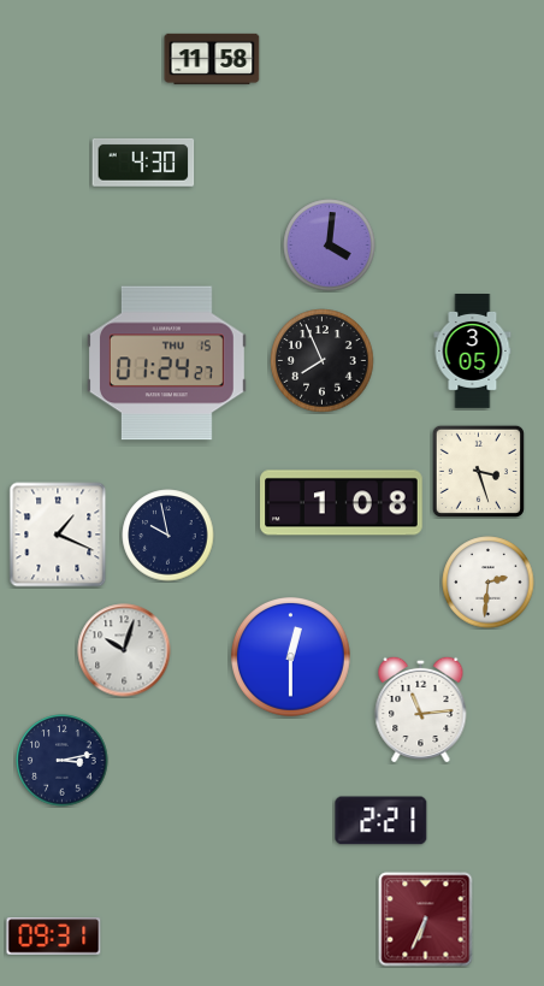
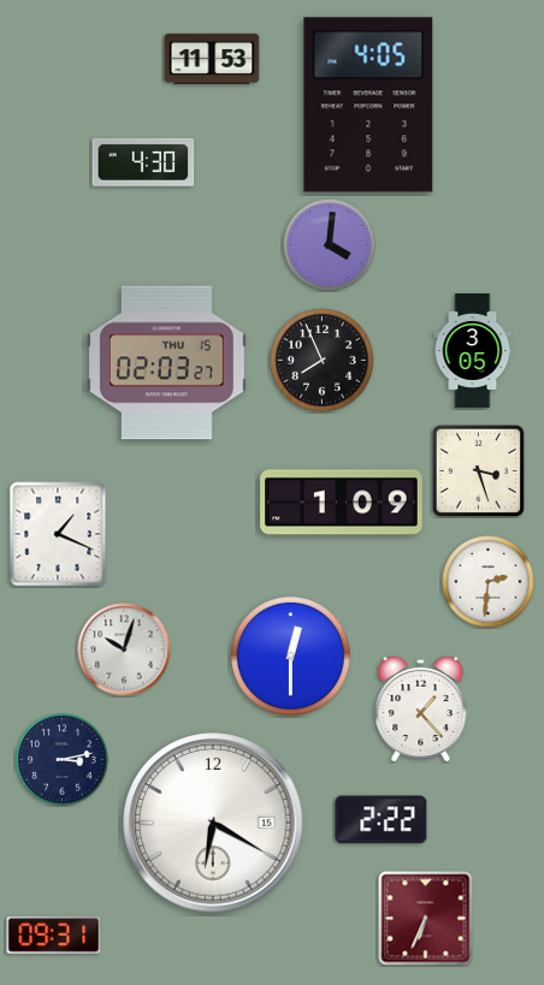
clock at (212, 59): 11:58 -> 11:53
clock at (368, 105): none -> 4:05
clock at (166, 364): 01:24 -> 02:03
clock at (342, 503): 1:08 -> 1:09
clock at (168, 536): 9:58 -> none
clock at (421, 709): 11:14 -> 1:23
clock at (382, 821): 2:21 -> 2:22
clock at (213, 823): none -> 6:20
